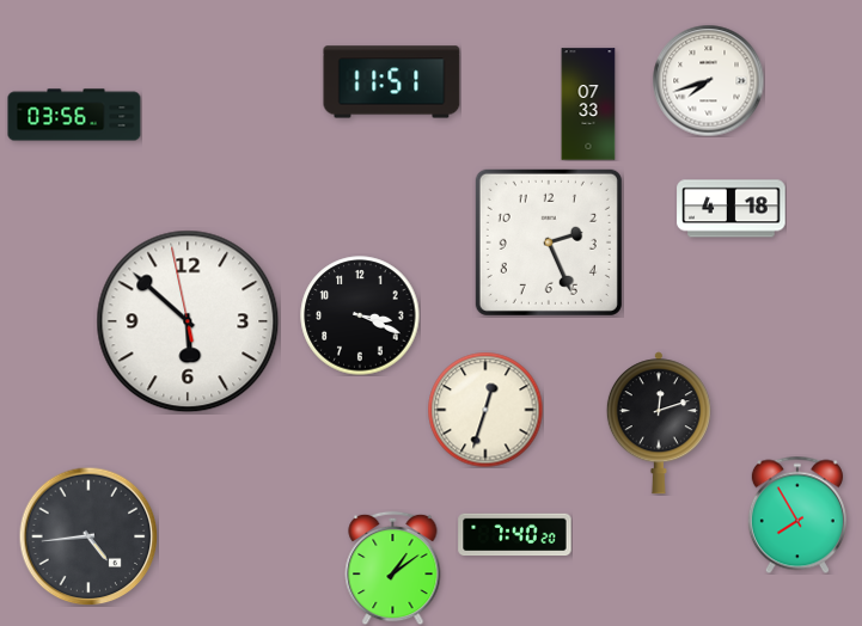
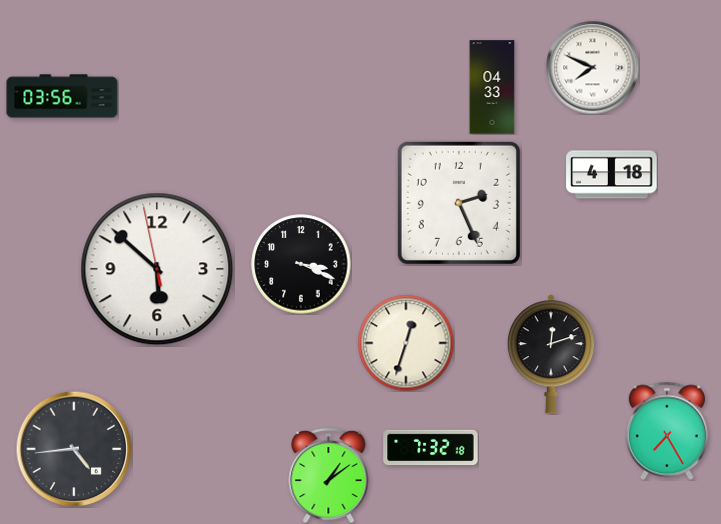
clock at (708, 80): 7:42 -> 7:49
clock at (392, 82): 11:51 -> none
clock at (588, 104): 07:33 -> 04:33
clock at (797, 515): 7:55 -> 7:25
clock at (515, 535): 7:40 -> 7:32
